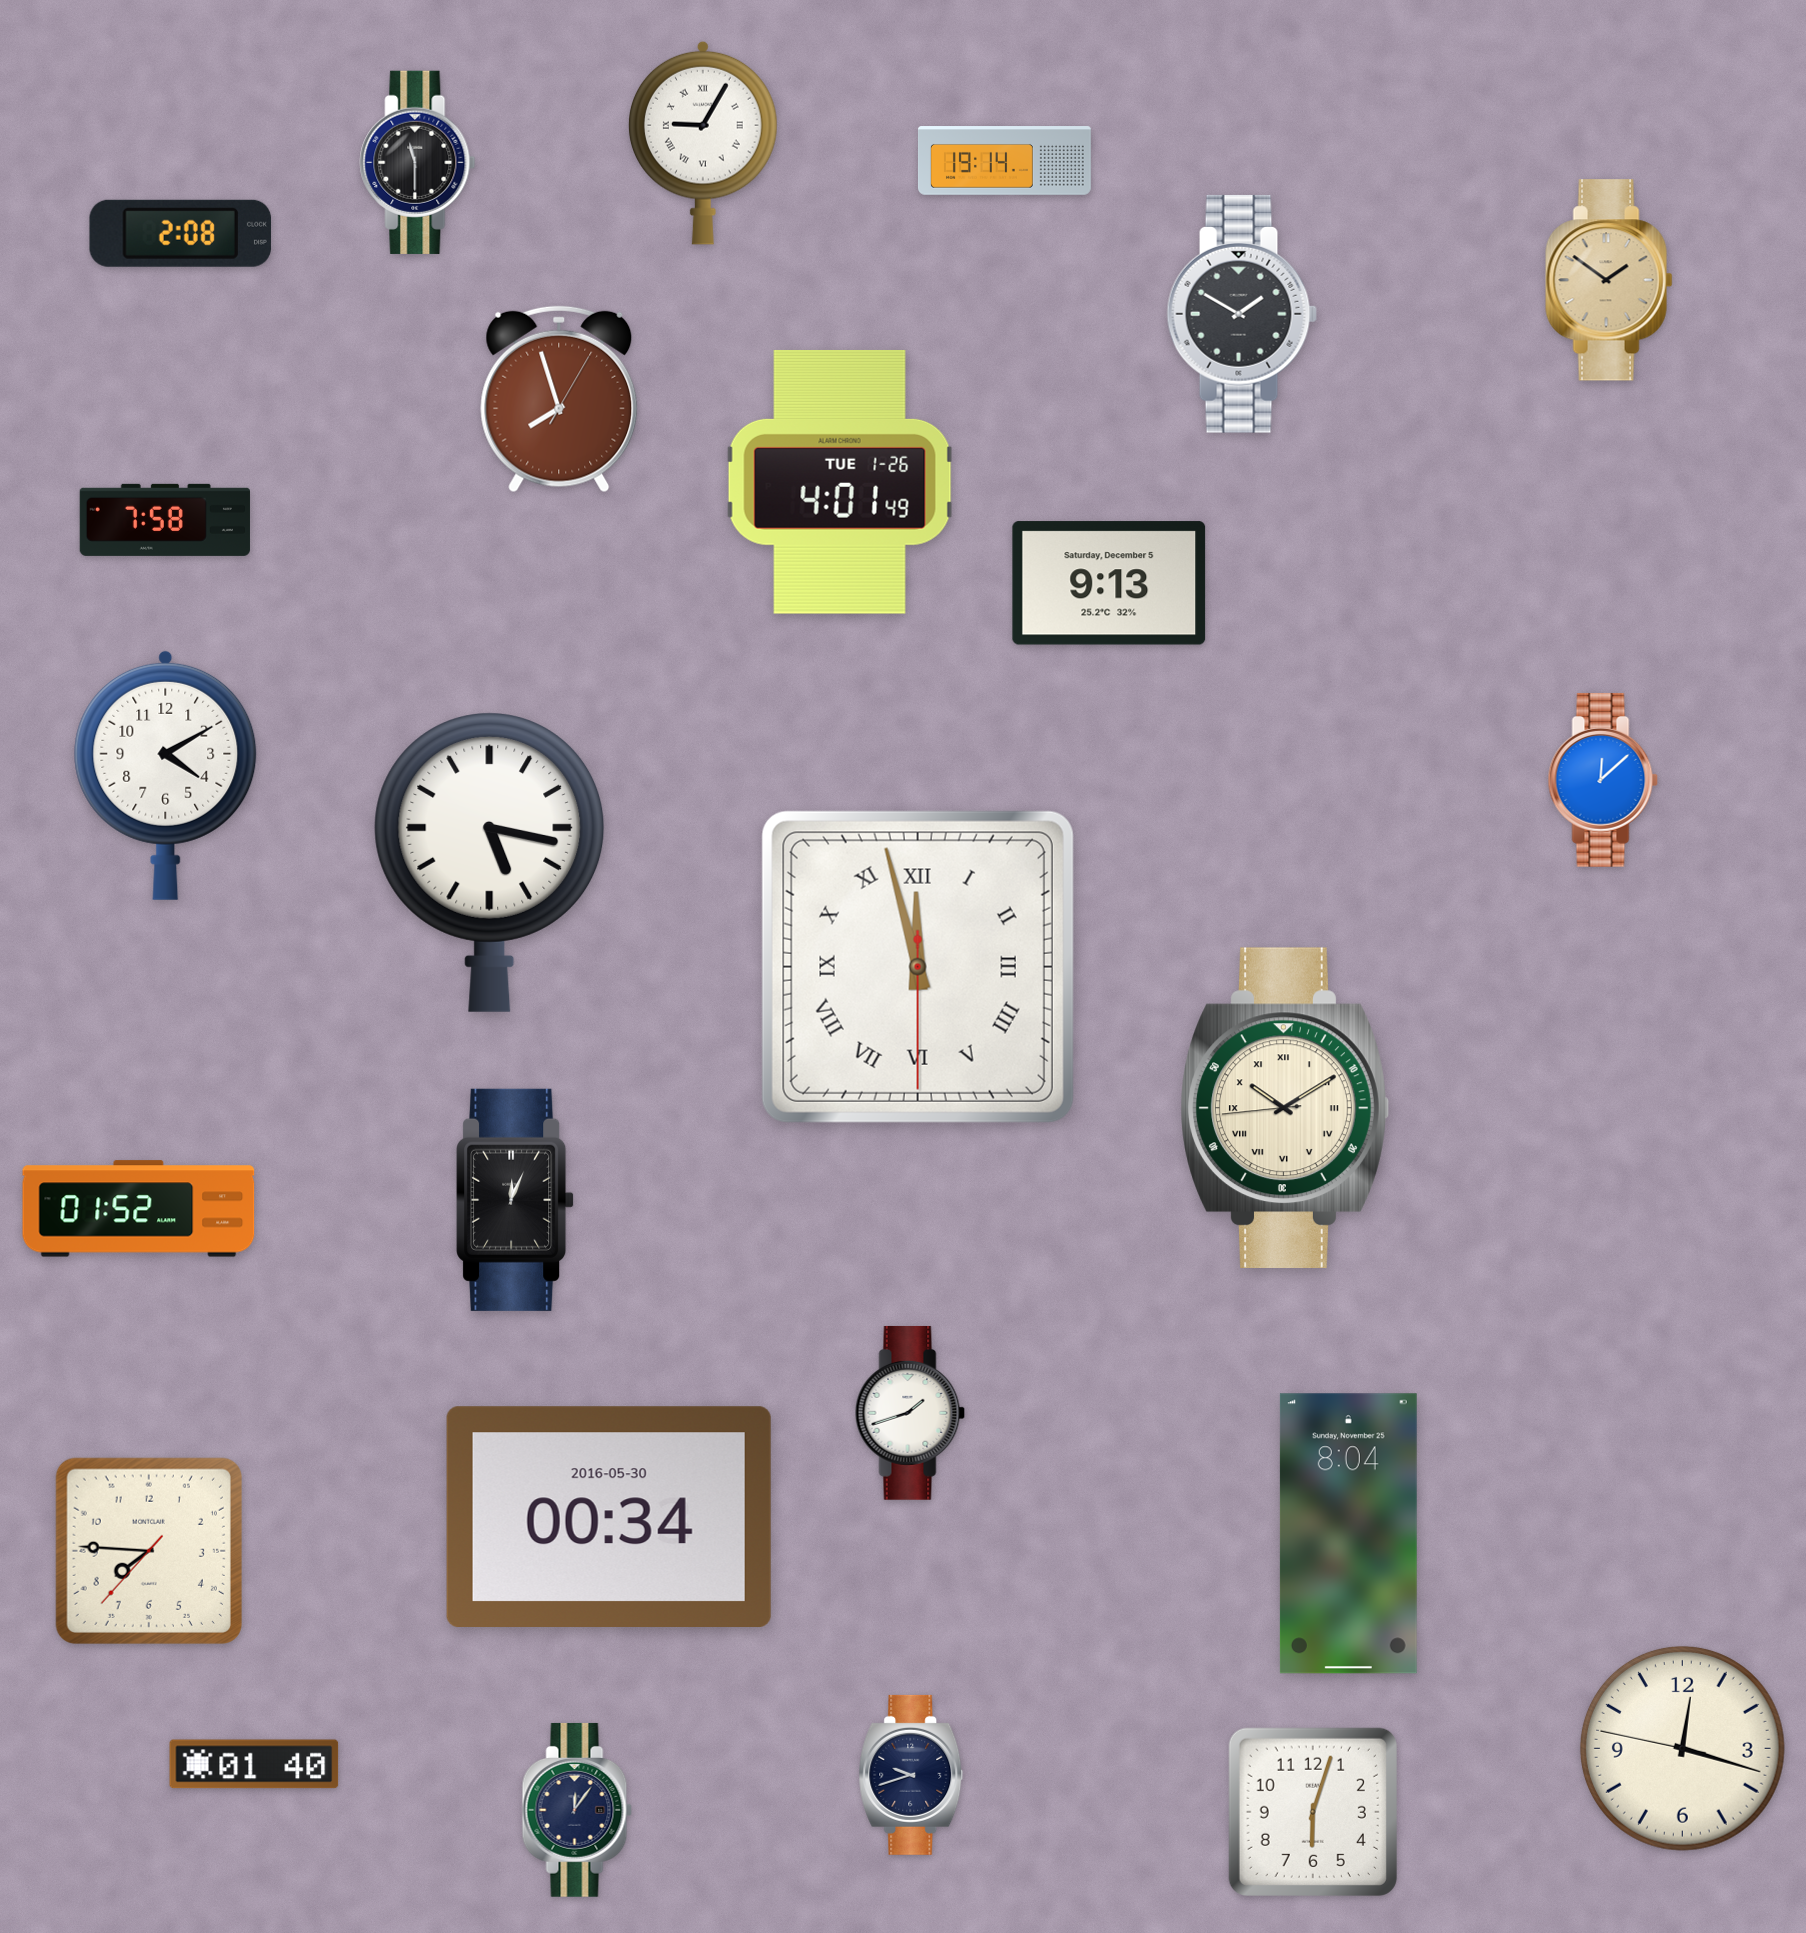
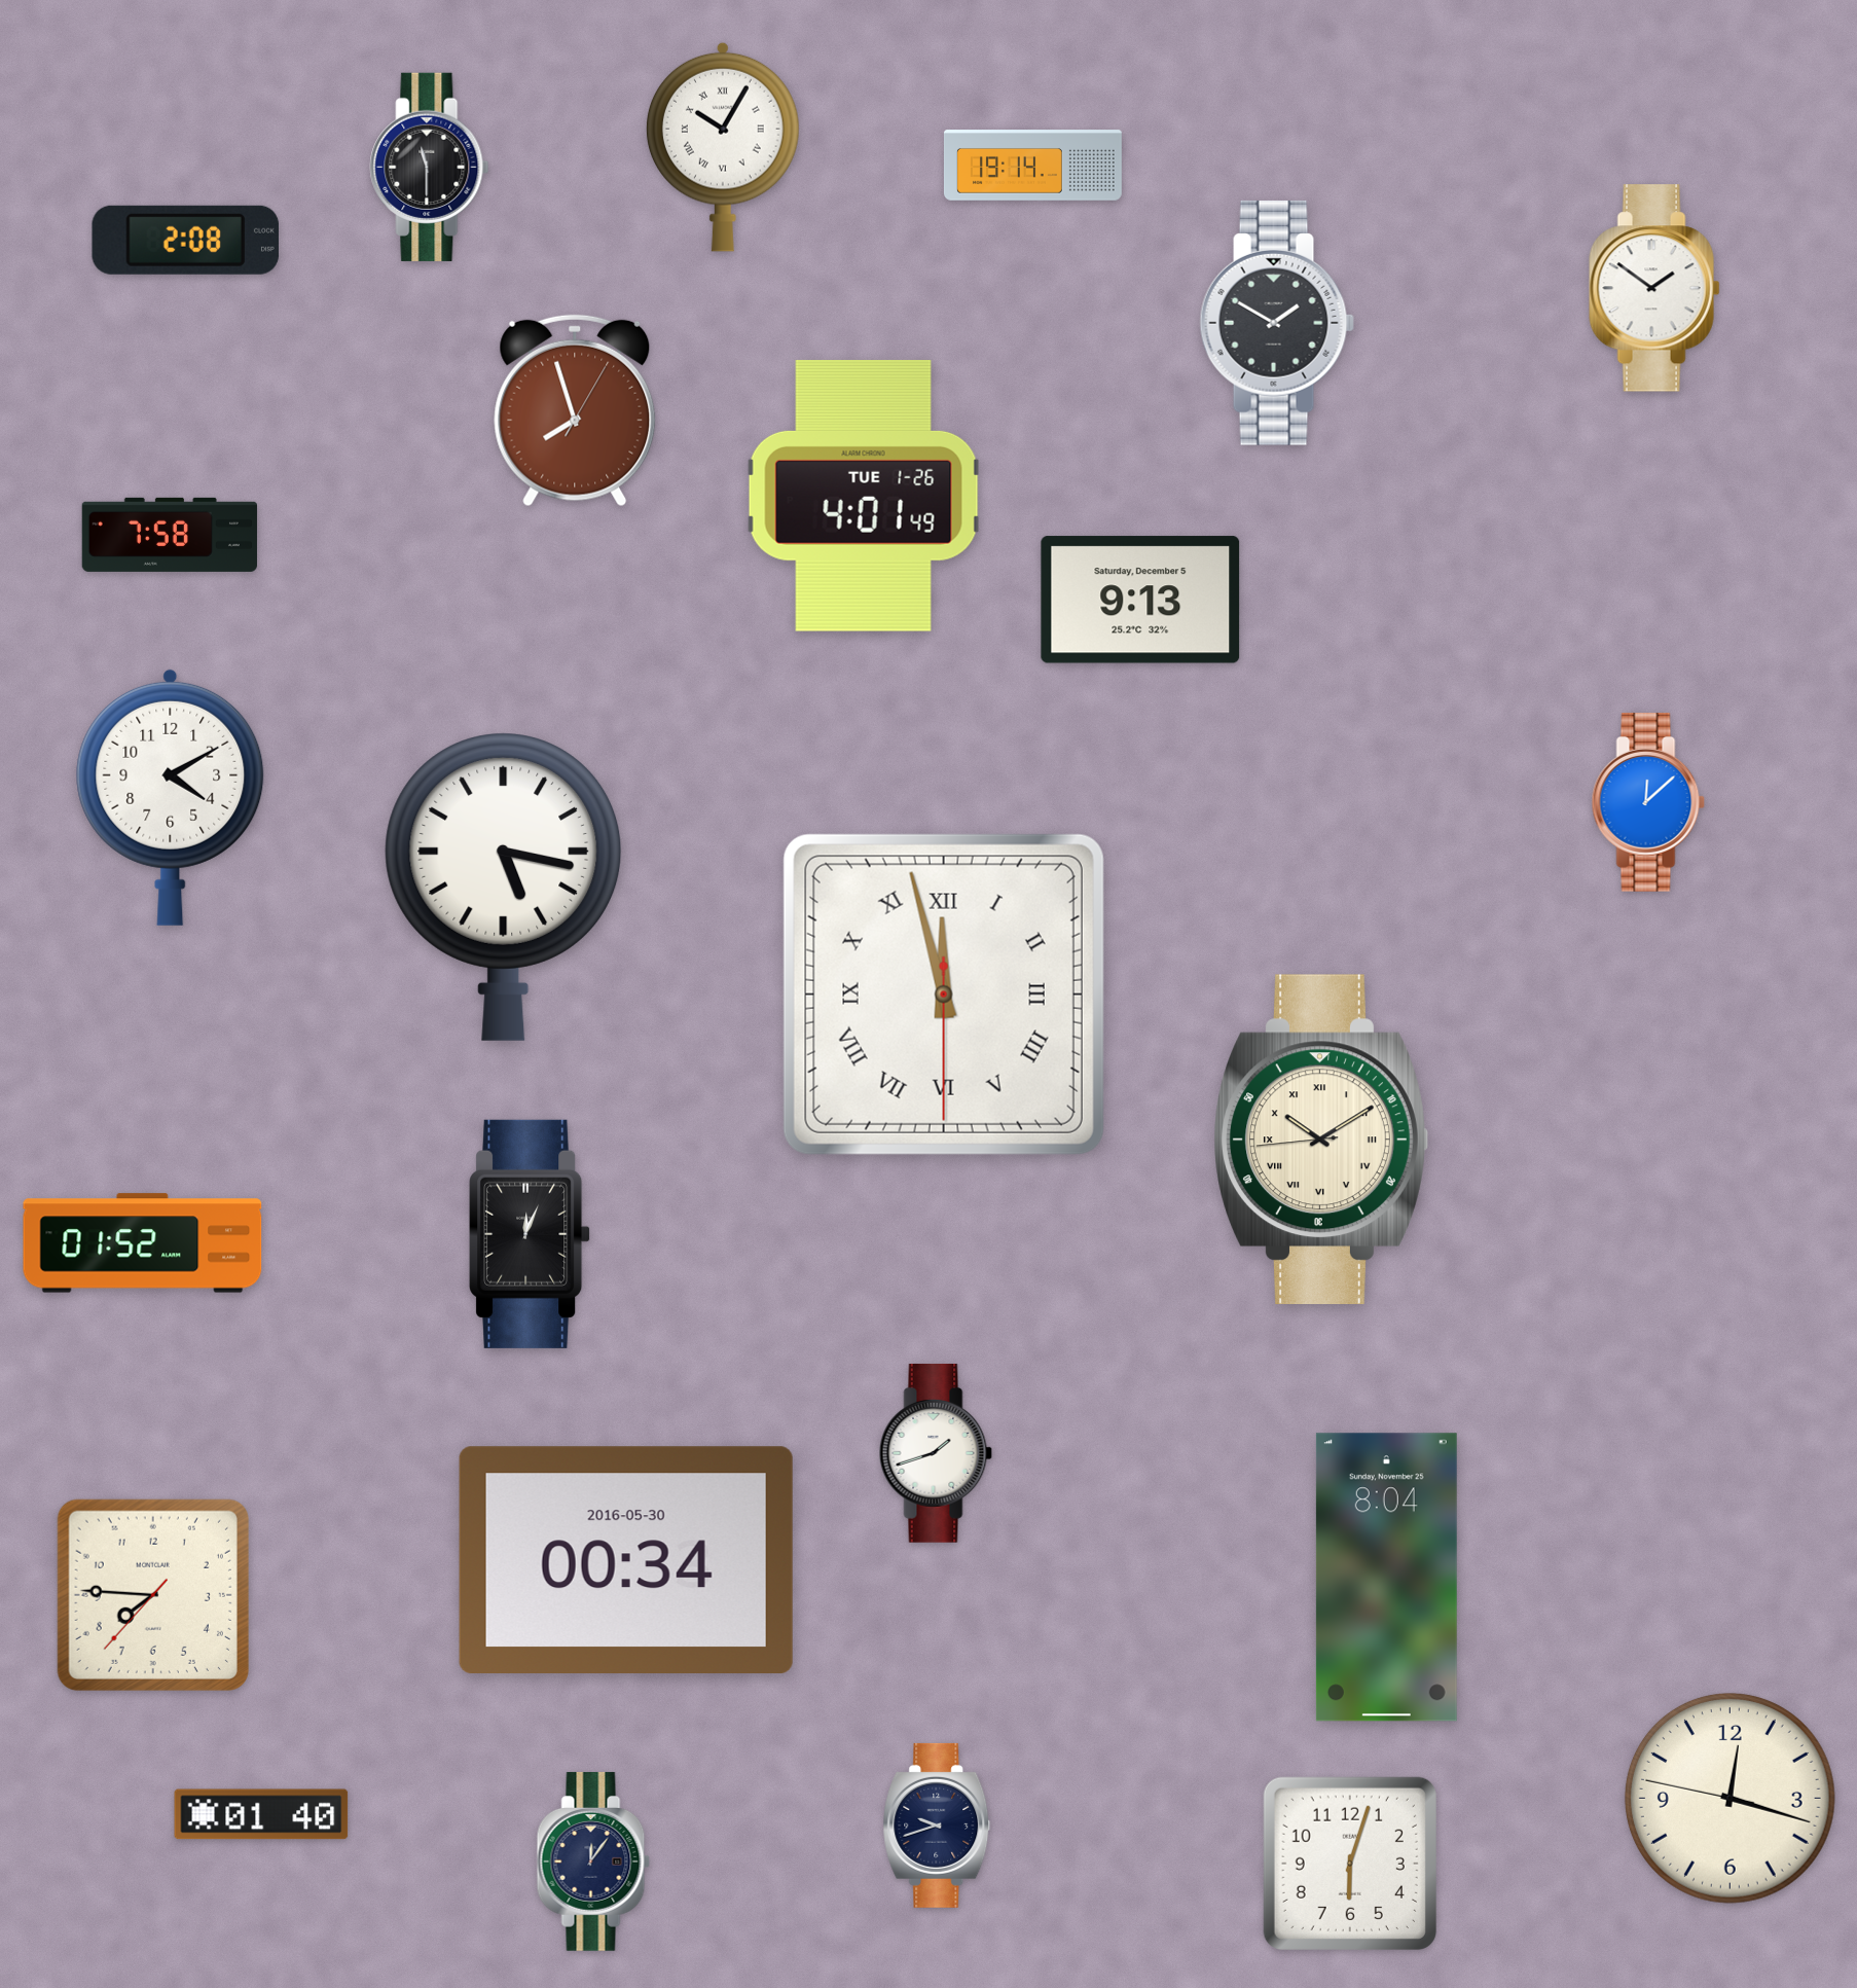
clock at (703, 143): 9:05 -> 10:05
clock at (1609, 280) dial: champagne -> white
